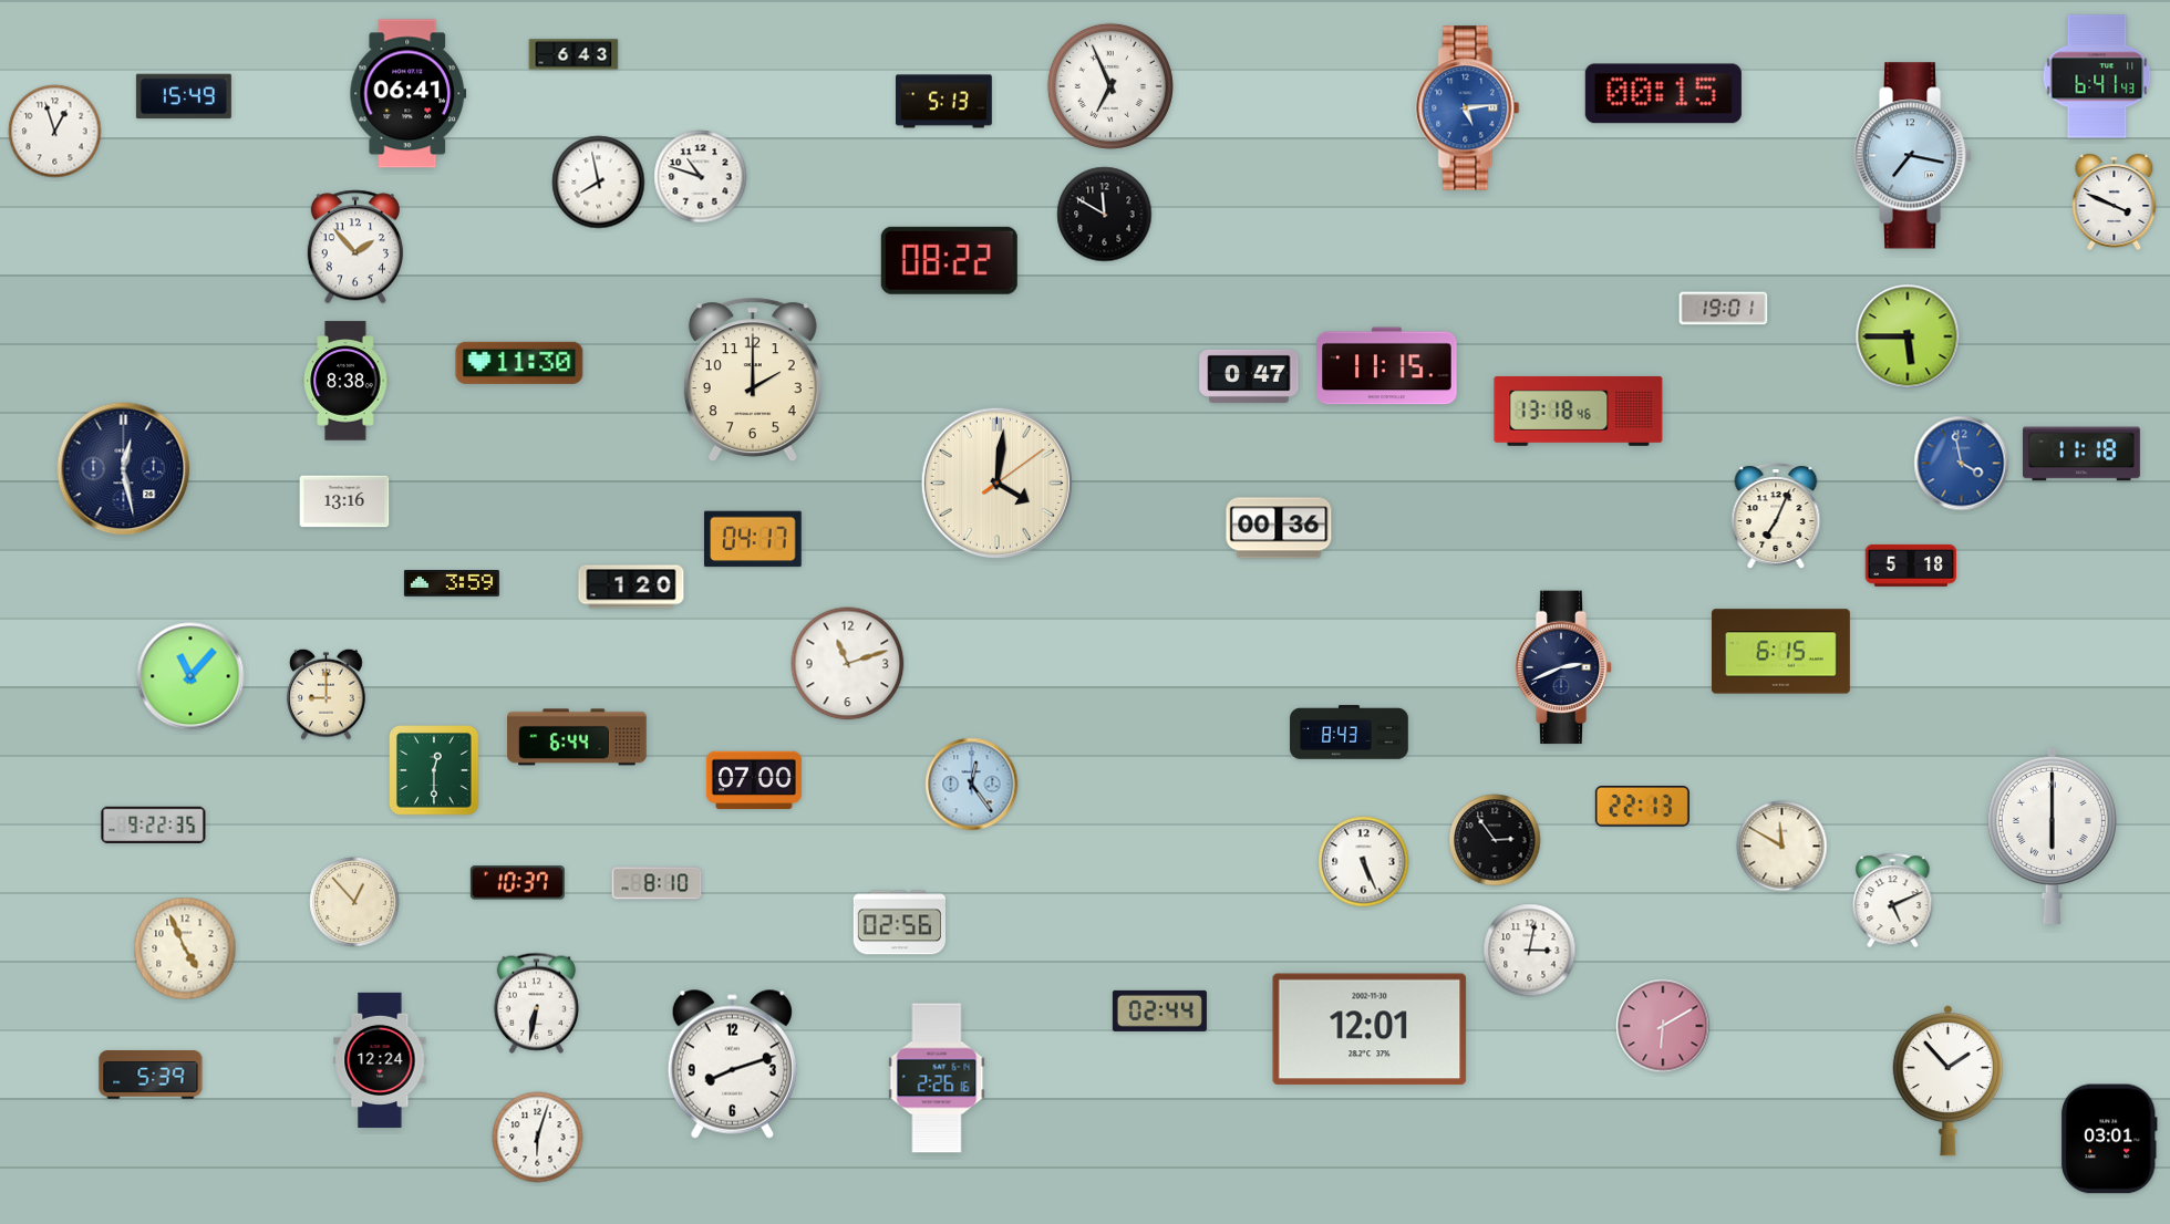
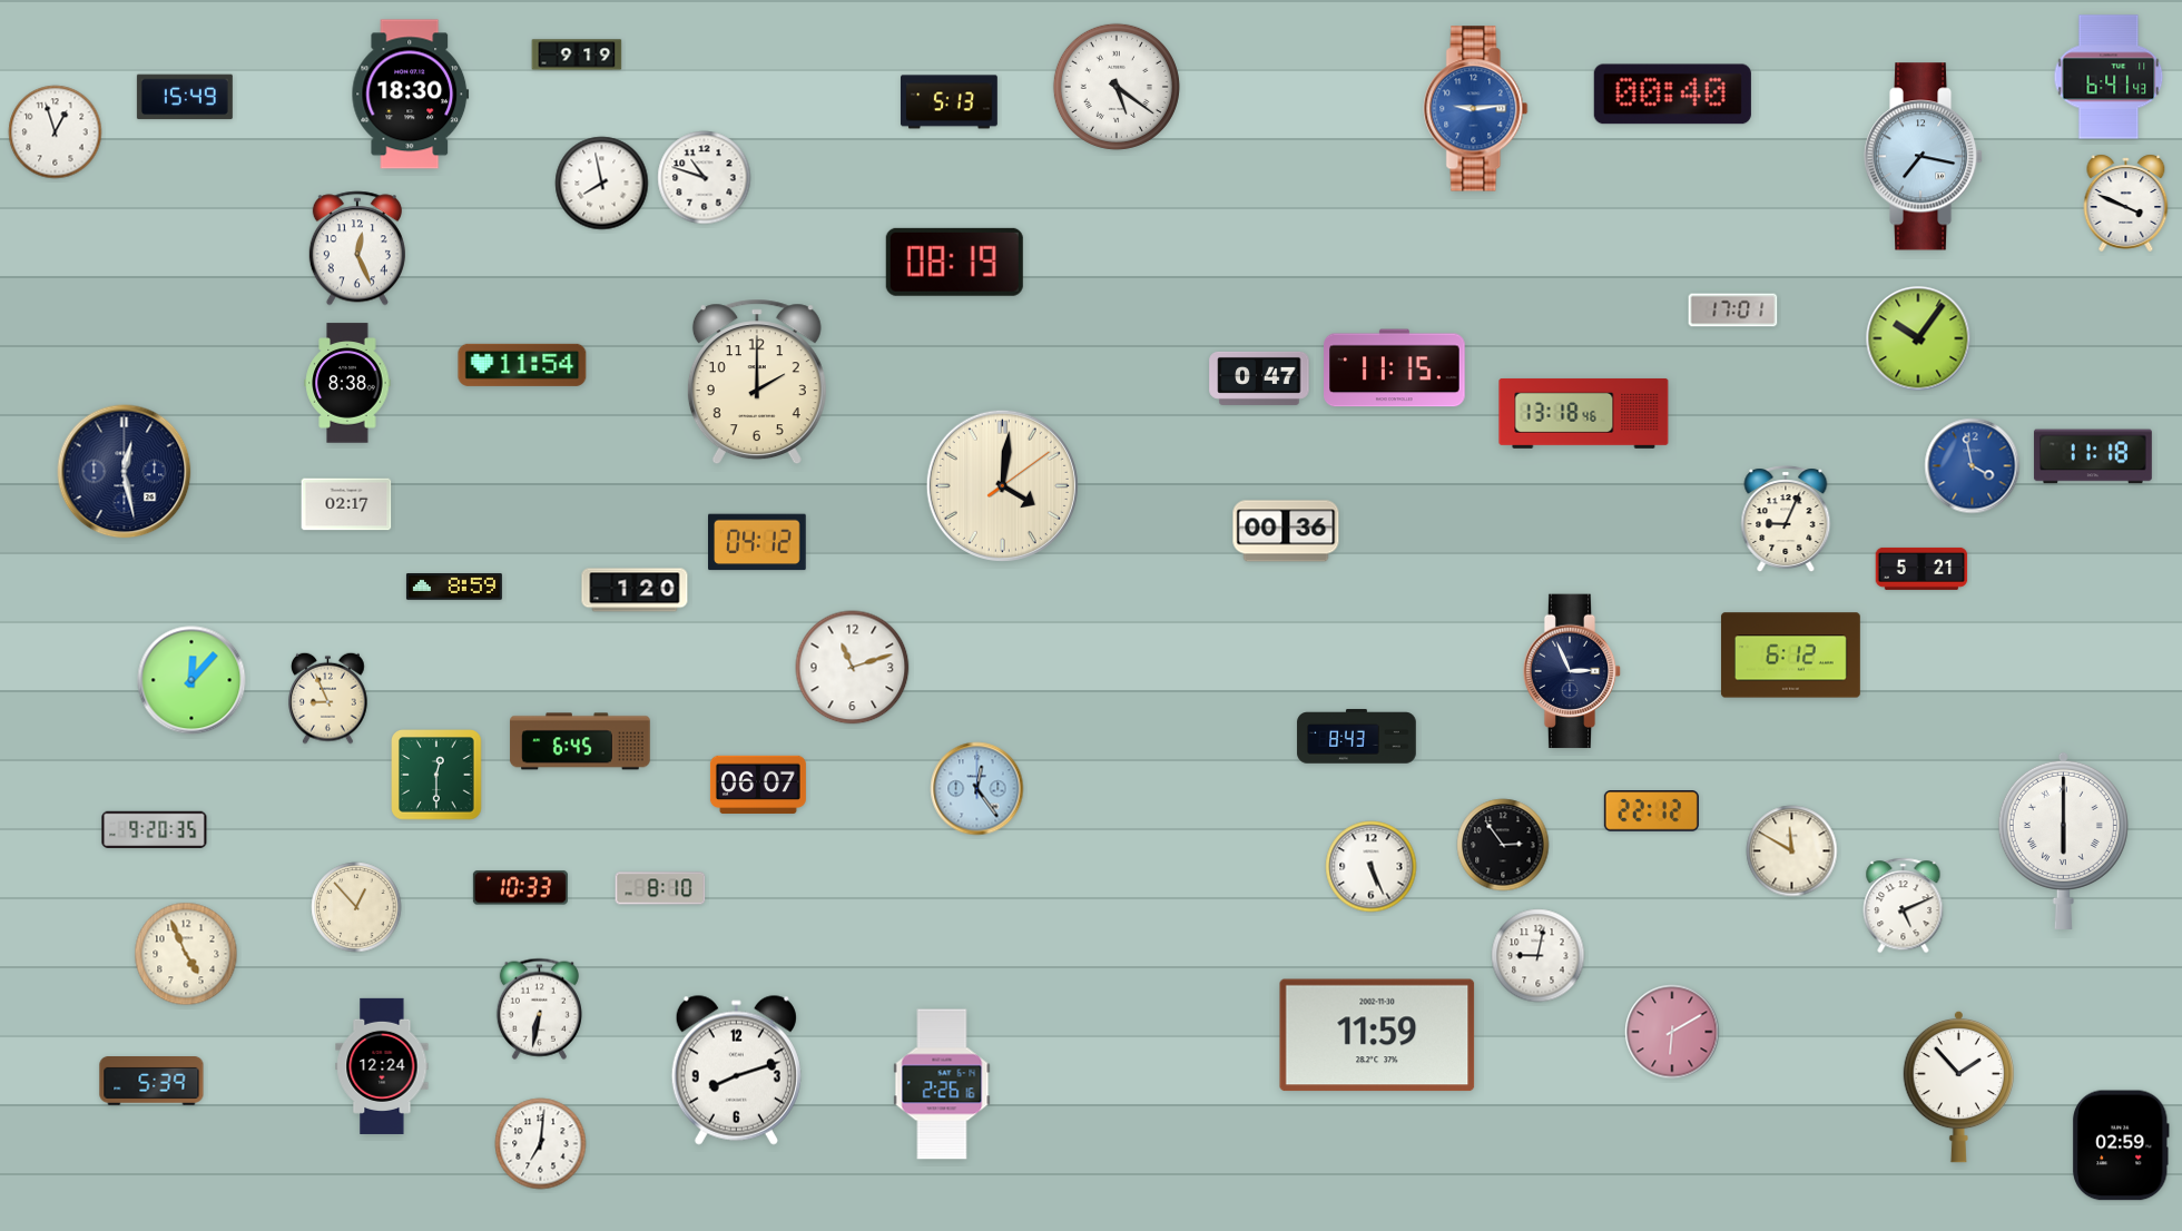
clock at (573, 54): 6:43 -> 9:19
clock at (1110, 86): 6:56 -> 5:21
clock at (409, 94): 06:41 -> 18:30
clock at (1663, 94): 00:15 -> 00:40
clock at (1468, 108): 5:14 -> 9:14
clock at (1105, 215): 11:50 -> none
clock at (355, 247): 1:53 -> 12:26
clock at (949, 260): 08:22 -> 08:19
clock at (1724, 309): 19:01 -> 17:01
clock at (1908, 336): 5:45 -> 10:06
clock at (519, 363): 11:30 -> 11:54
clock at (1249, 376) position: (1249, 376) -> (1259, 378)
clock at (1579, 411) position: (1579, 411) -> (1584, 413)
clock at (344, 501): 13:16 -> 02:17
clock at (1776, 516): 7:04 -> 9:04
clock at (754, 539): 04:17 -> 04:12
clock at (1911, 566): 5:18 -> 5:21
clock at (452, 584): 3:59 -> 8:59
clock at (1780, 652): 6:15 -> 6:12
clock at (1563, 667): 2:41 -> 2:56
clock at (190, 676): 11:07 -> 12:07
clock at (327, 694): 9:00 -> 8:56
clock at (577, 737): 6:44 -> 6:45
clock at (754, 779): 07:00 -> 06:07
clock at (1642, 807): 22:13 -> 22:12
clock at (154, 824): 9:22 -> 9:20
clock at (517, 883): 10:37 -> 10:33
clock at (900, 923): 02:56 -> none
clock at (1530, 951): 3:02 -> 9:02
clock at (1159, 1010): 02:44 -> none
clock at (1370, 1029): 12:01 -> 11:59
clock at (538, 1138): 6:03 -> 7:01
clock at (2109, 1139): 03:01 -> 02:59
